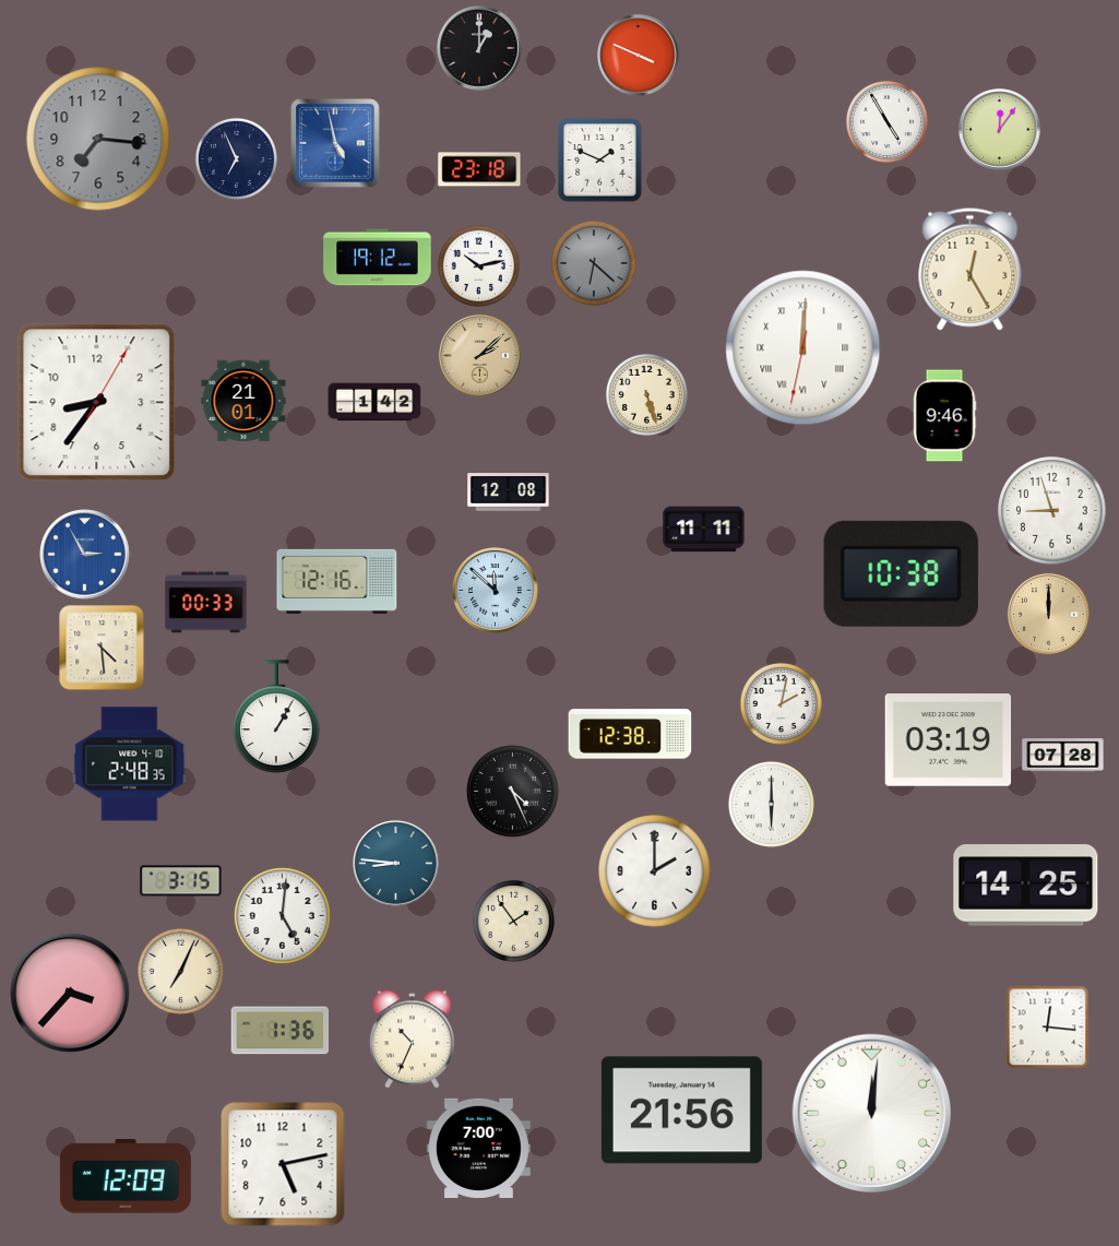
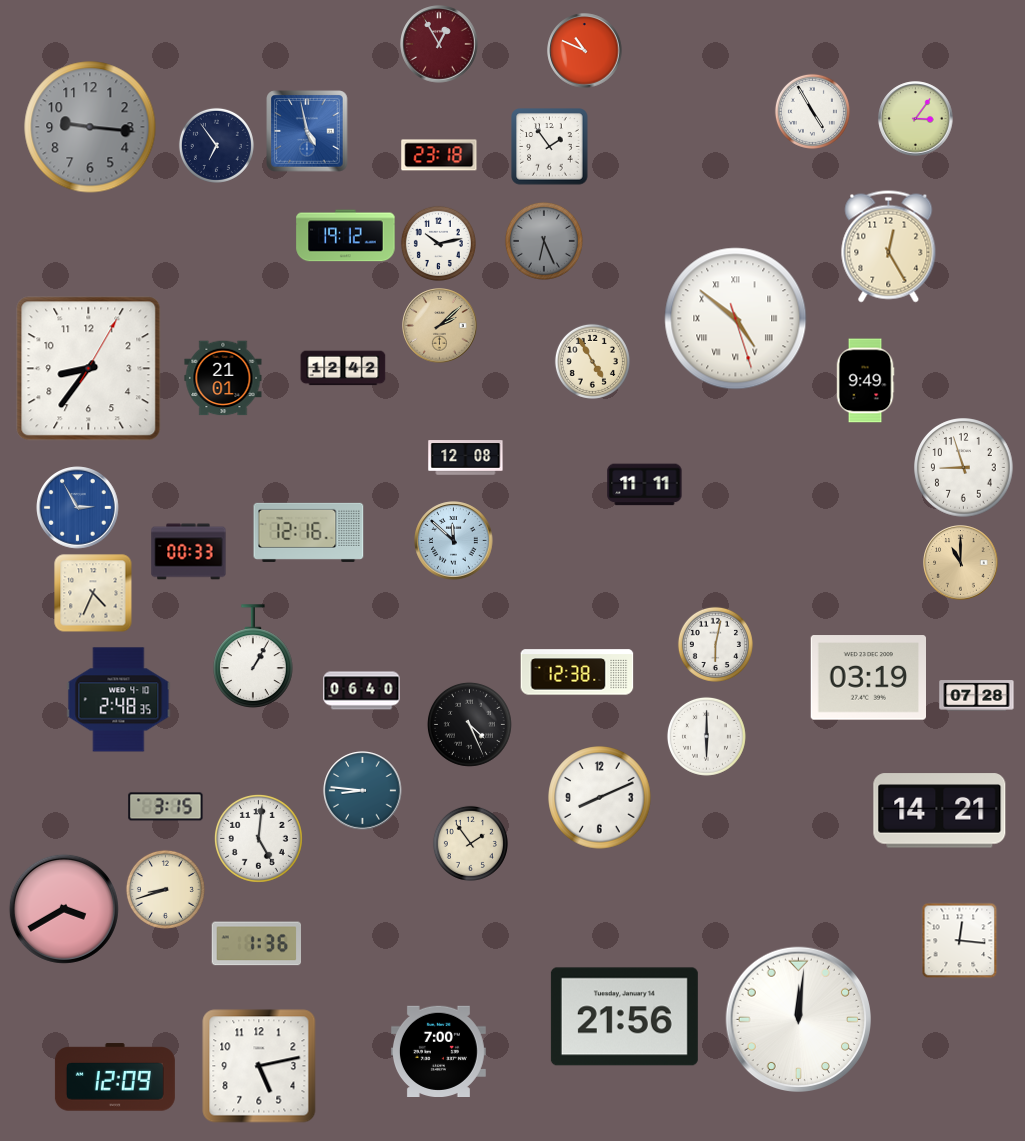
clock at (479, 48): 1:00 -> 12:55
clock at (479, 48) dial: black -> burgundy
clock at (639, 56): 3:49 -> 10:49
clock at (1000, 130): 12:06 -> 3:06
clock at (98, 139): 7:16 -> 9:16
clock at (236, 158): 6:56 -> 6:54
clock at (600, 161): 1:49 -> 1:54
clock at (594, 263): 6:22 -> 6:26
clock at (803, 348): 12:00 -> 4:51
clock at (646, 394): 5:27 -> 4:55
clock at (243, 401) position: (243, 401) -> (223, 378)
clock at (374, 402): 1:42 -> 12:42
clock at (944, 416): 9:46 -> 9:49
clock at (509, 493) position: (509, 493) -> (466, 458)
clock at (901, 573): 10:38 -> none
clock at (1049, 615): 12:00 -> 11:00
clock at (102, 648): 4:29 -> 4:34
clock at (781, 703): 2:02 -> 6:02
clock at (362, 691): none -> 06:40
clock at (1063, 756) position: (1063, 756) -> (977, 696)
clock at (655, 871): 2:00 -> 8:11
clock at (1026, 886): 14:25 -> 14:21
clock at (180, 971): 7:04 -> 8:42
clock at (70, 993): 3:37 -> 3:40
clock at (412, 1040): 10:34 -> none
